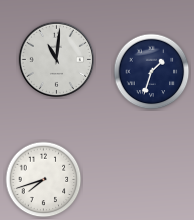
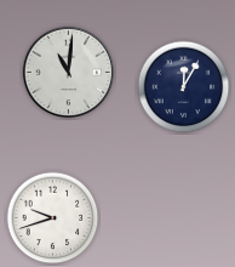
clock at (152, 72): 1:33 -> 12:05
clock at (44, 180): 7:42 -> 9:42
